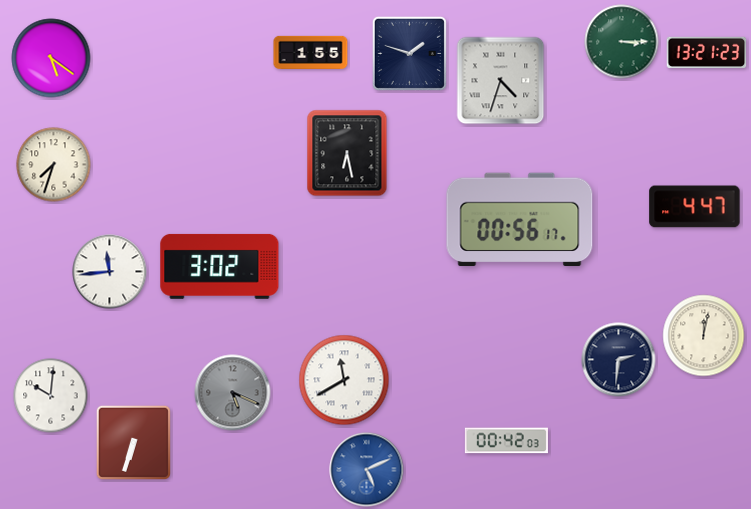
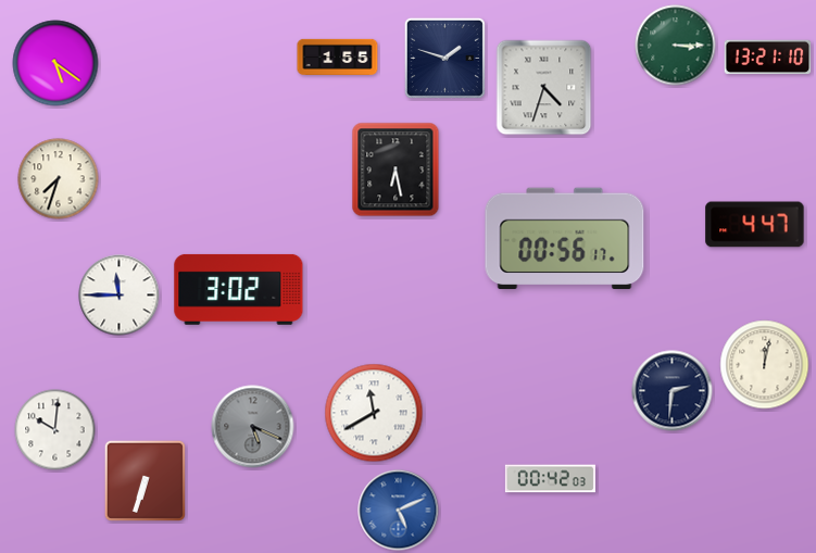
clock at (707, 53): 13:21:23 -> 13:21:10
clock at (347, 153) position: (347, 153) -> (396, 169)
clock at (110, 272): 11:44 -> 11:45
